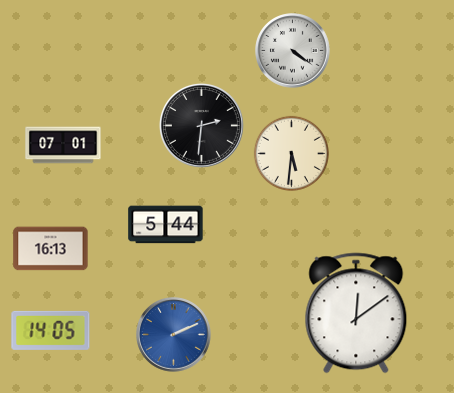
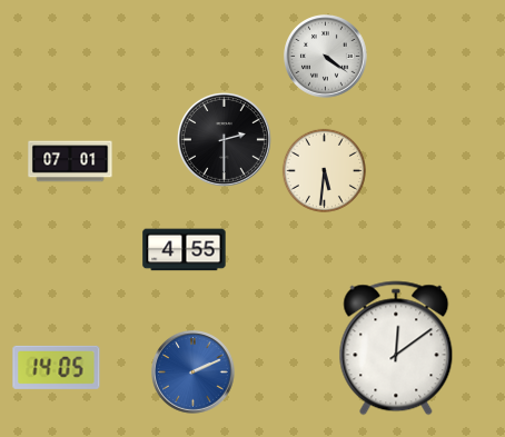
clock at (201, 125): 2:31 -> 2:30
clock at (166, 225): 5:44 -> 4:55
clock at (51, 249): 16:13 -> none
